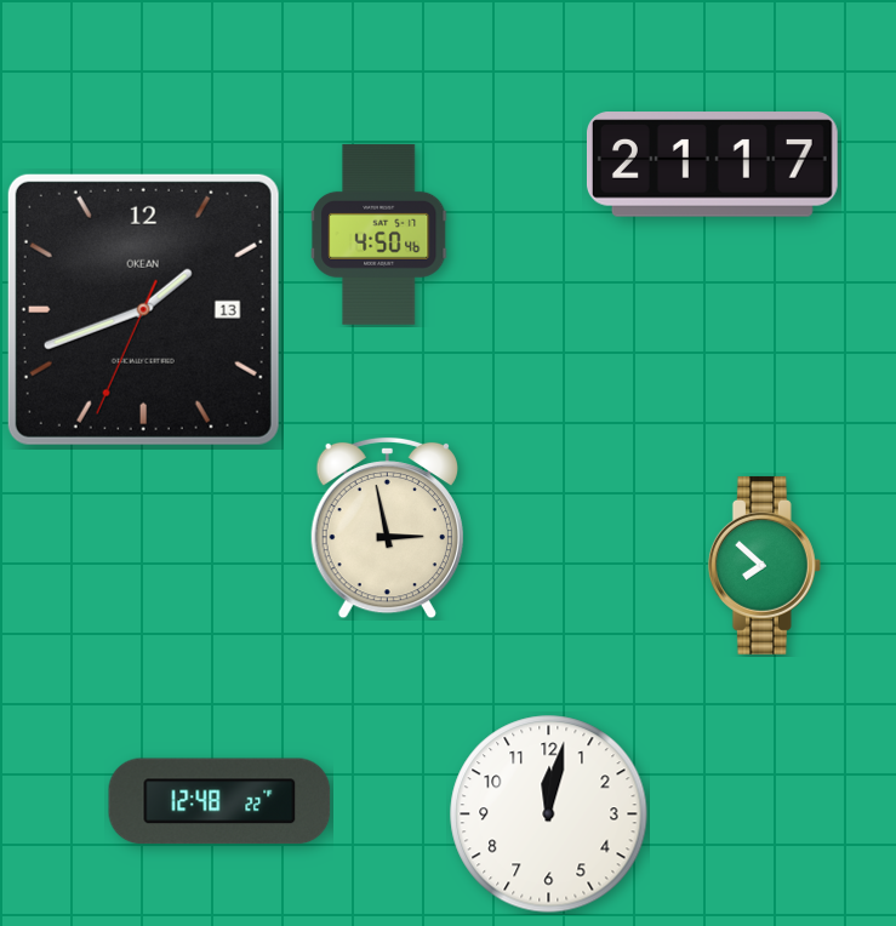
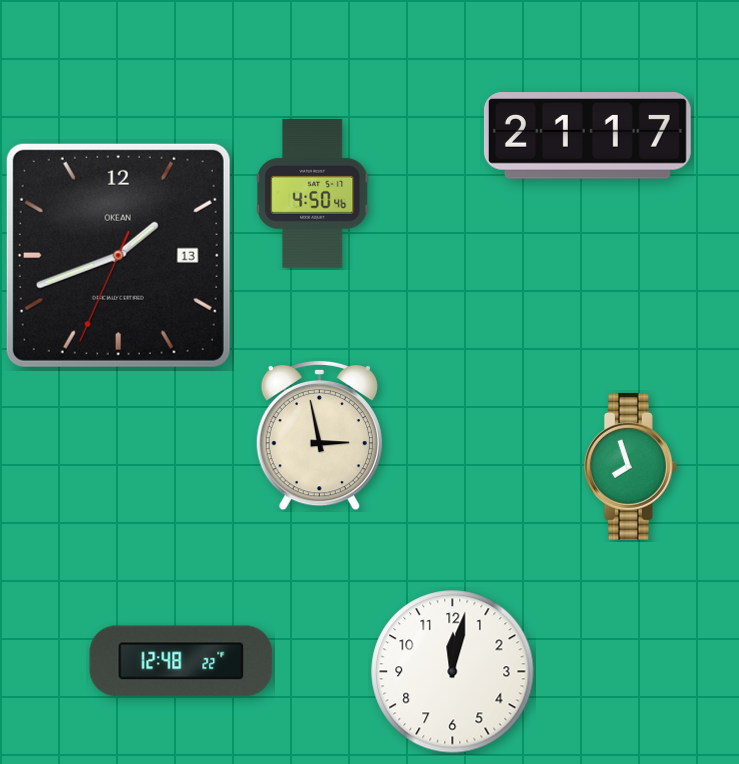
clock at (764, 565): 7:52 -> 7:57
